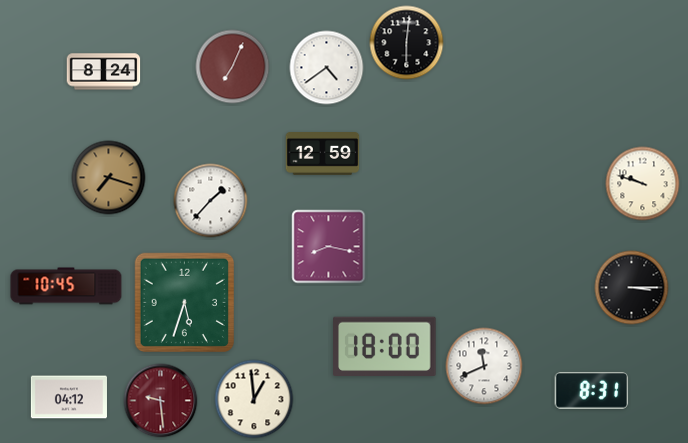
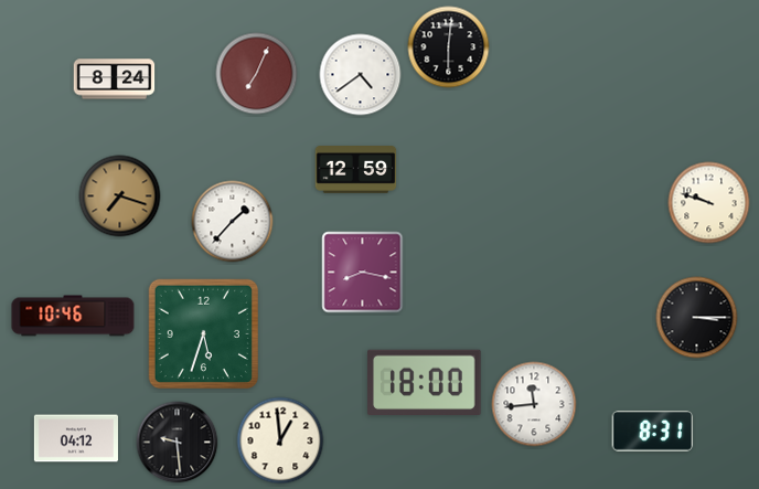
clock at (66, 286): 10:45 -> 10:46
clock at (484, 366): 11:41 -> 11:44
clock at (161, 401) dial: burgundy -> black
